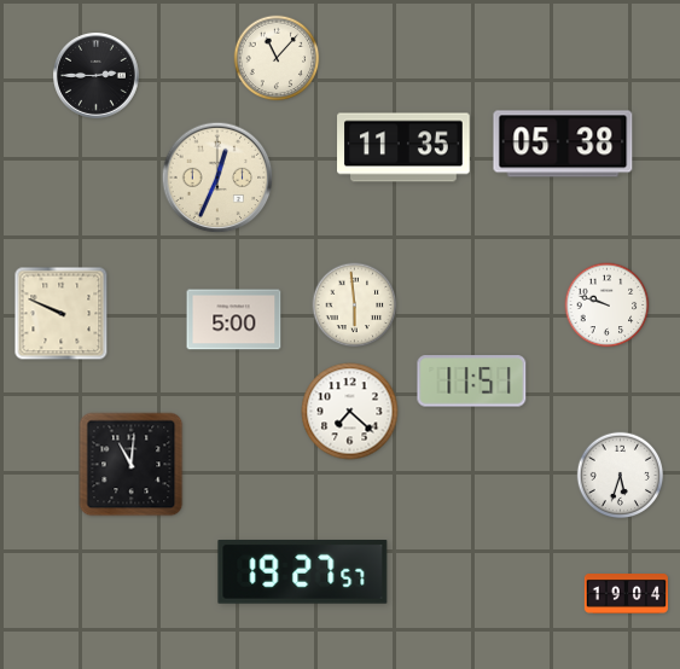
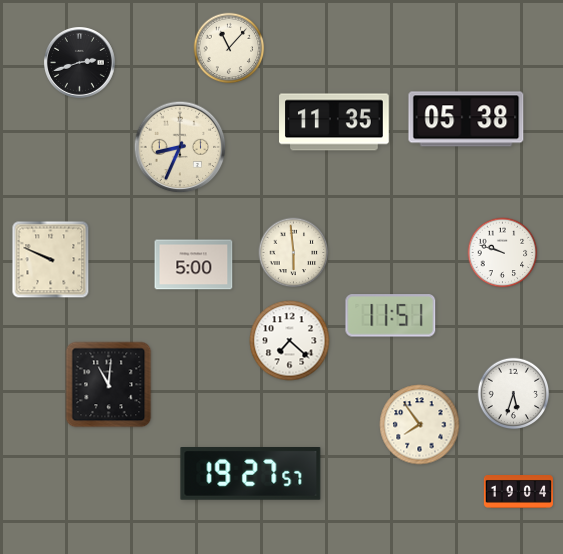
clock at (97, 76): 2:45 -> 2:42
clock at (217, 178): 12:34 -> 8:34
clock at (420, 425): none -> 7:54
